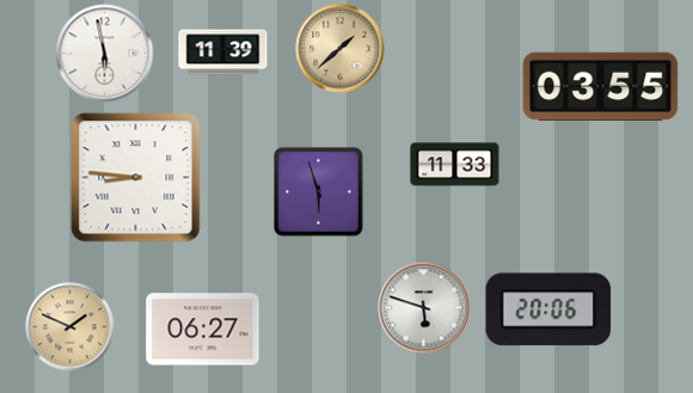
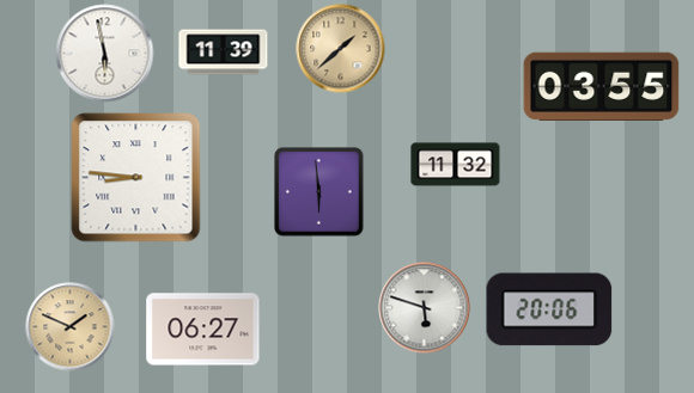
clock at (455, 165): 11:33 -> 11:32
clock at (319, 192): 5:57 -> 5:59
